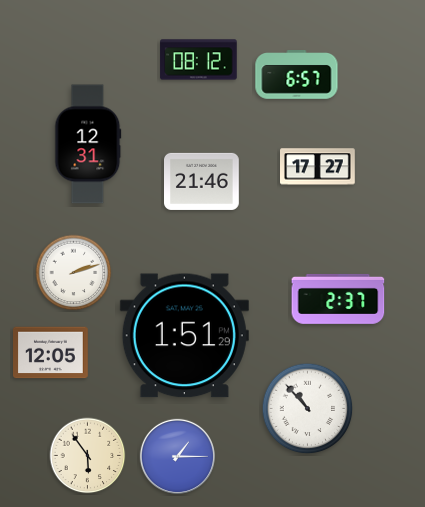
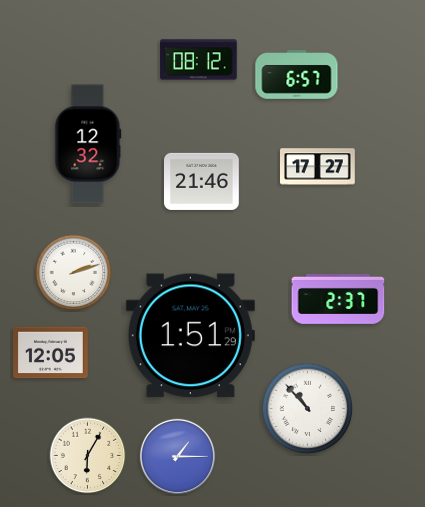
clock at (88, 144): 12:31 -> 12:32
clock at (184, 336) position: (184, 336) -> (190, 336)
clock at (88, 456): 5:54 -> 6:05
